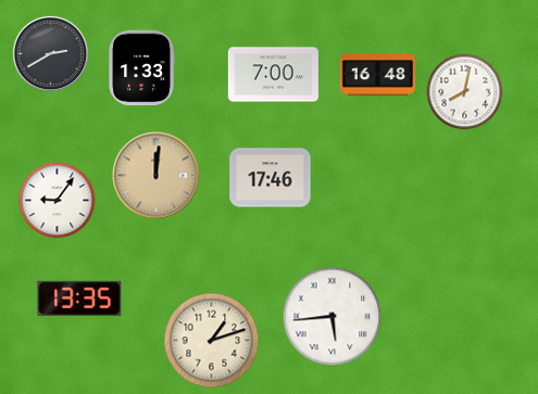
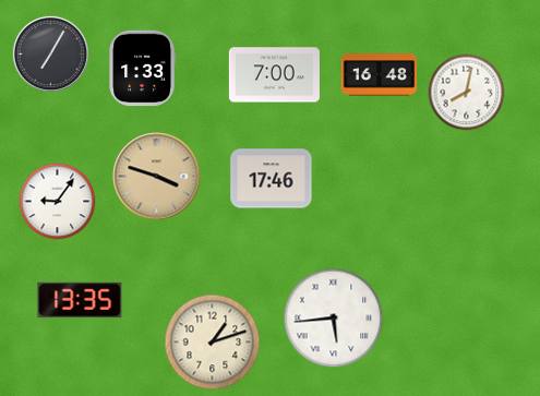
clock at (50, 53): 2:40 -> 7:05
clock at (157, 176): 12:01 -> 3:48
